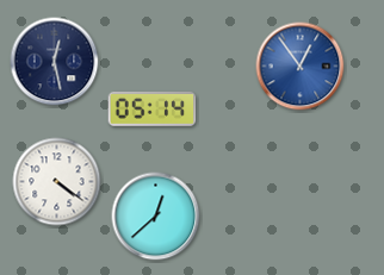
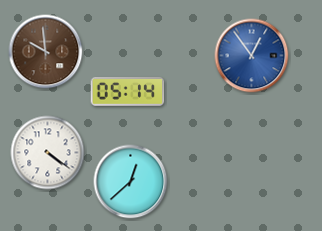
clock at (55, 62): 12:28 -> 9:59
clock at (55, 62) dial: navy -> brown
